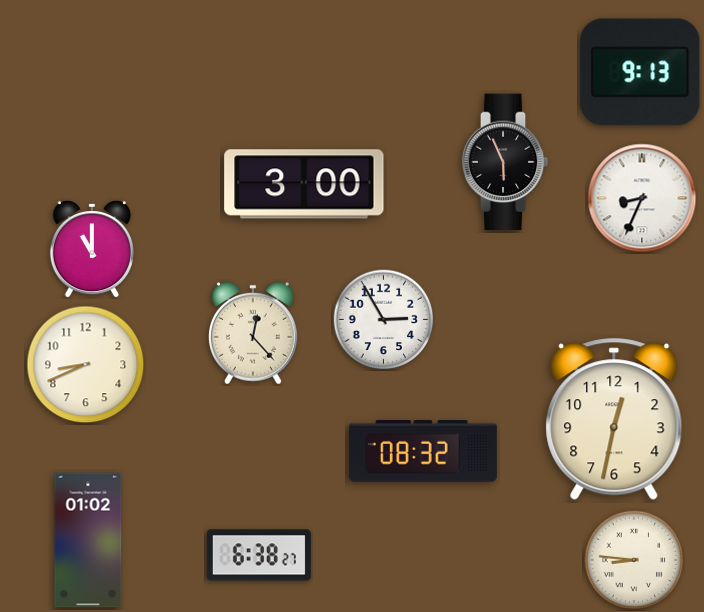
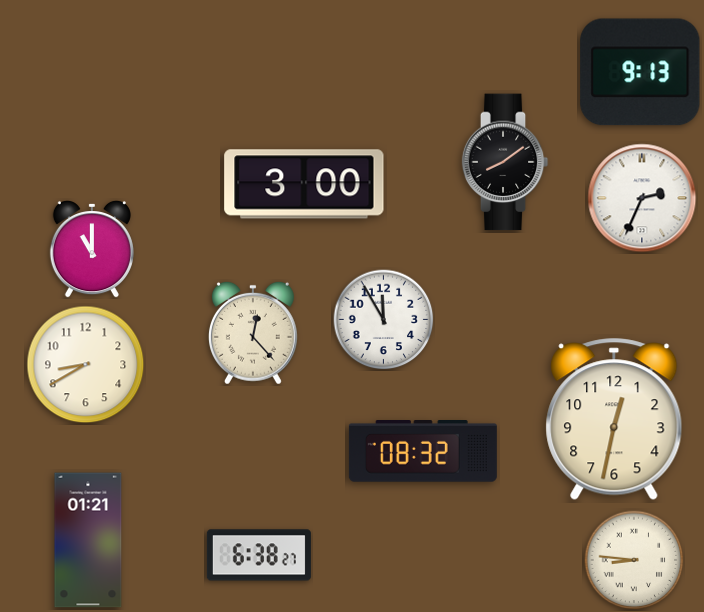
clock at (505, 162): 5:56 -> 8:09
clock at (642, 198): 8:34 -> 2:34
clock at (384, 320): 2:55 -> 11:55
clock at (86, 365): 8:41 -> 8:40
clock at (88, 540): 01:02 -> 01:21
